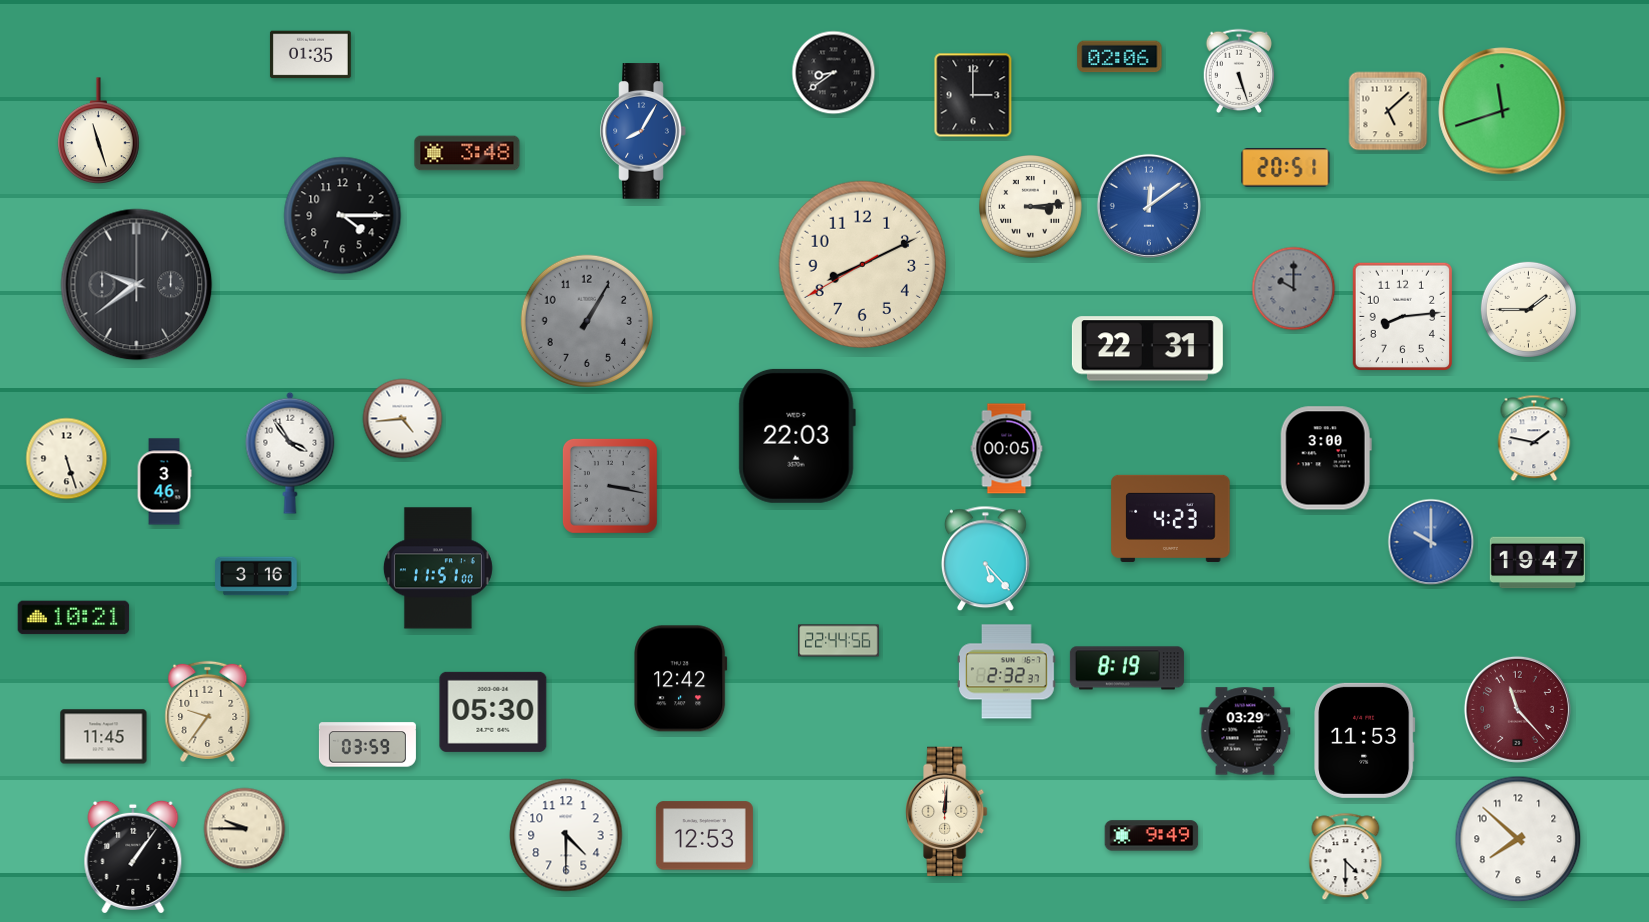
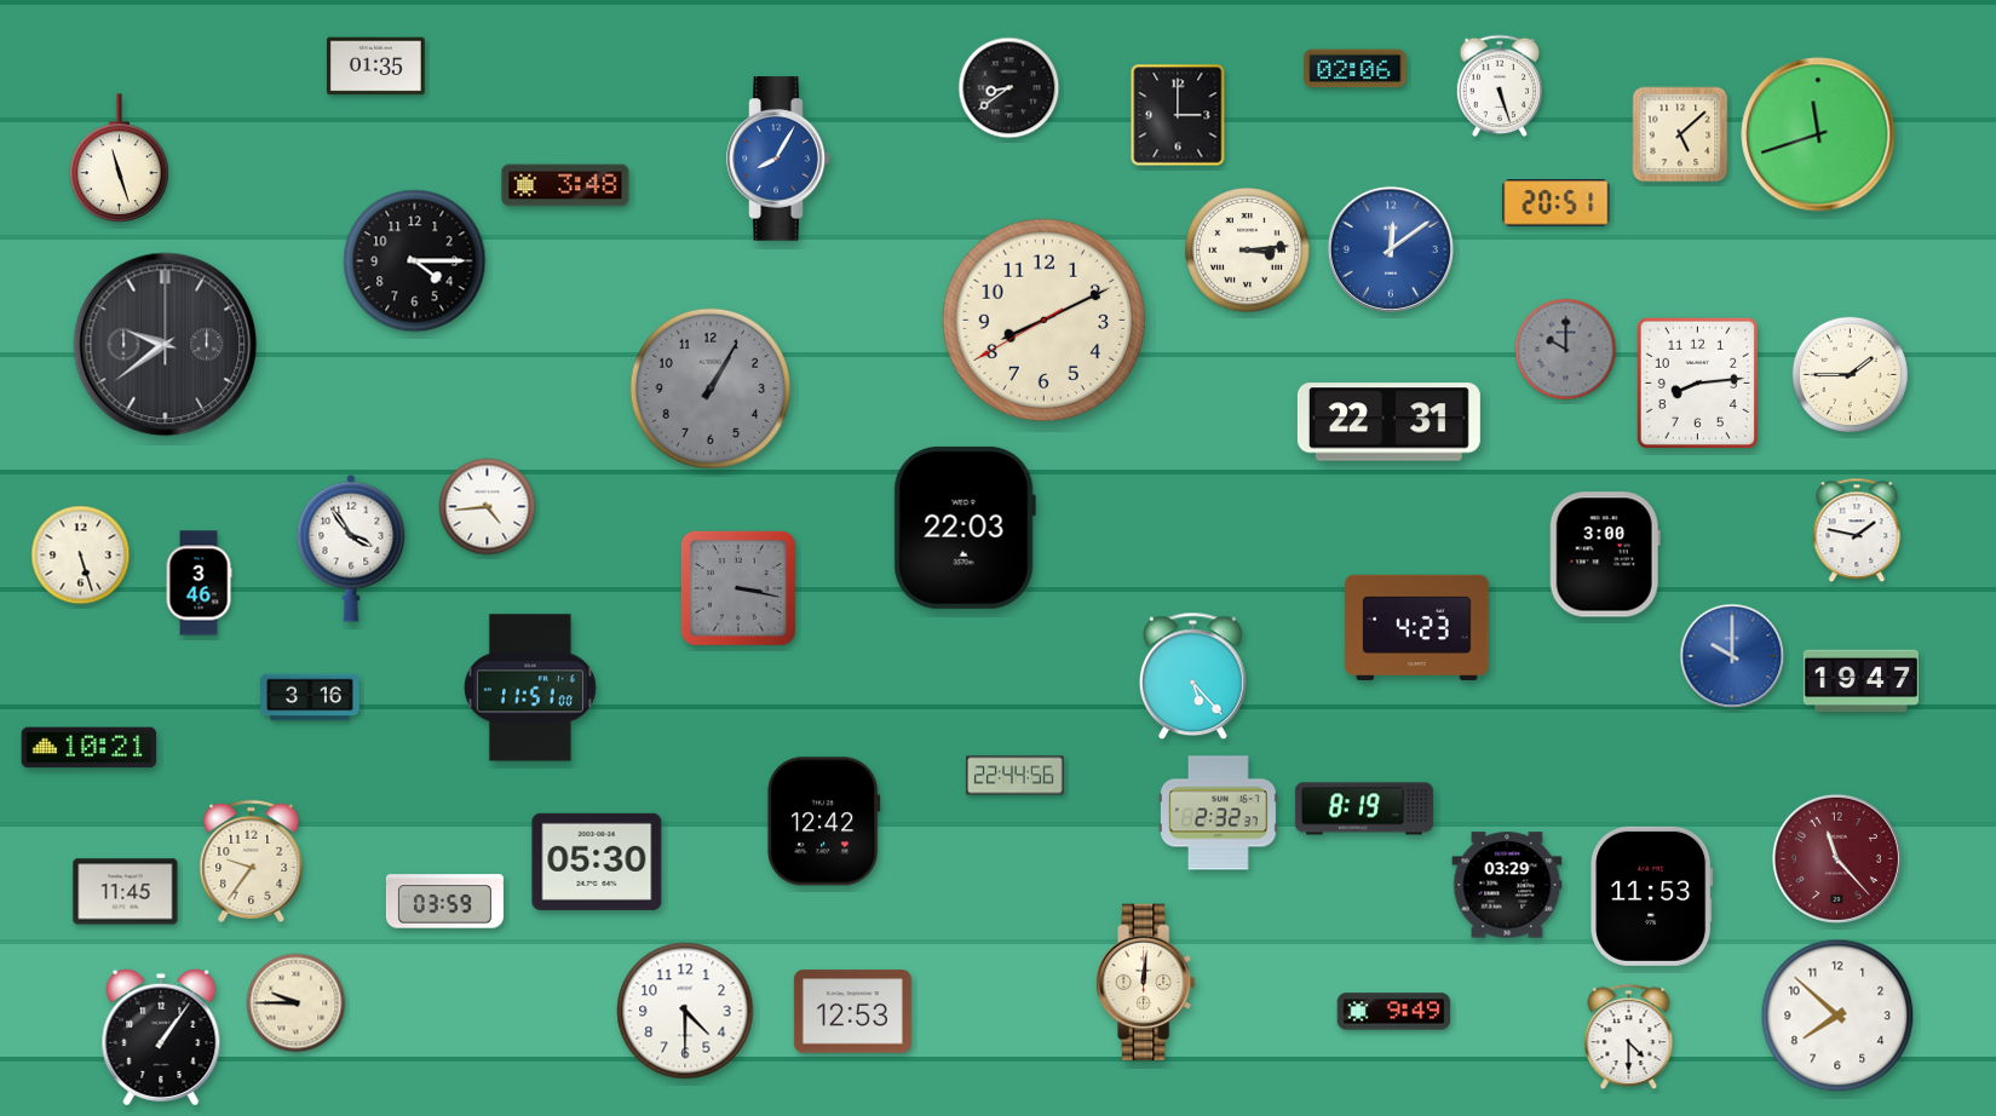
clock at (1007, 449): 00:05 -> none
